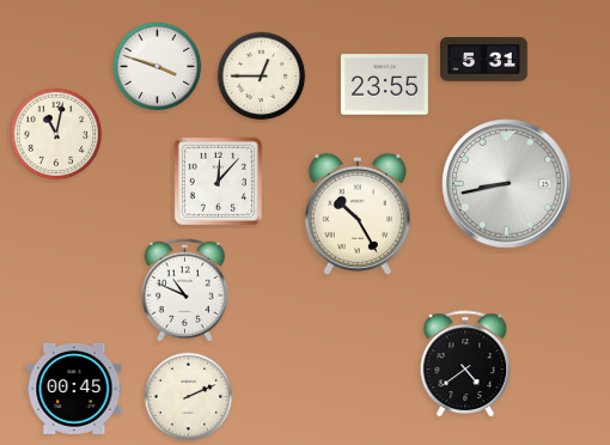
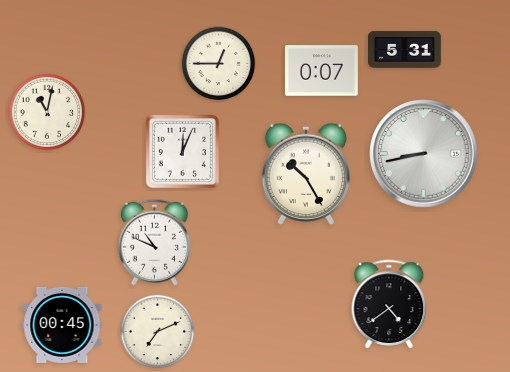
clock at (158, 67): 3:48 -> none
clock at (385, 85): 23:55 -> 0:07
clock at (218, 181): 12:07 -> 12:04
clock at (356, 214) position: (356, 214) -> (305, 174)
clock at (189, 397): 2:11 -> 7:11
